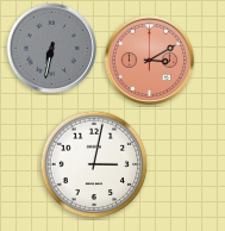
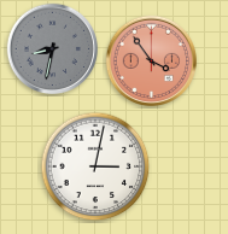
clock at (52, 49): 6:32 -> 8:32
clock at (150, 61): 3:10 -> 3:54
